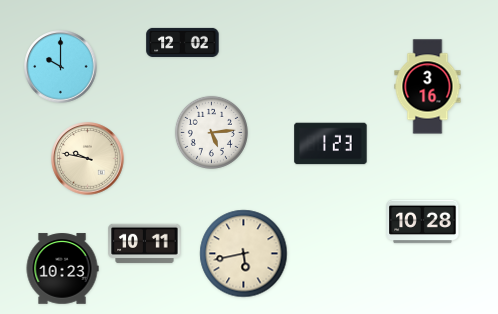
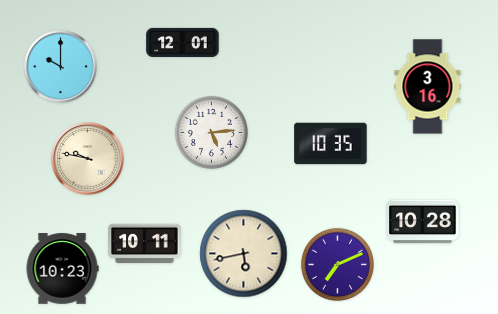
clock at (183, 42): 12:02 -> 12:01
clock at (331, 144): 1:23 -> 10:35
clock at (337, 264): none -> 7:11
